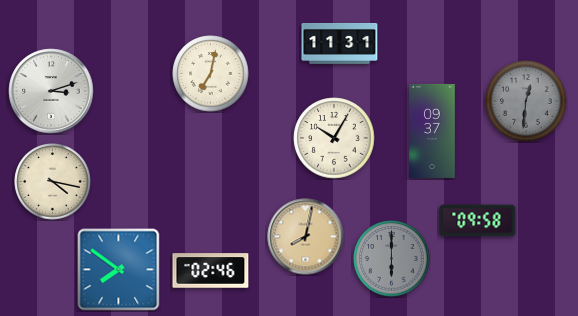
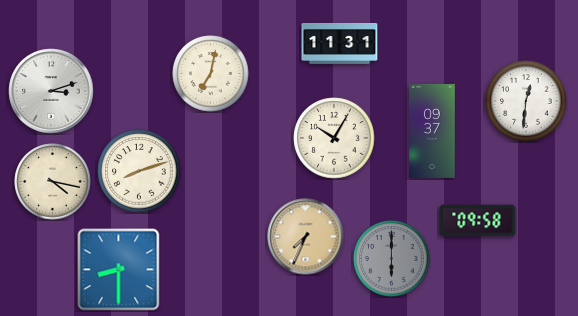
clock at (526, 101) dial: grey -> white
clock at (139, 171): none -> 8:12
clock at (306, 237): 8:02 -> 7:34
clock at (119, 270): 7:51 -> 8:30
clock at (211, 271): 02:46 -> none
